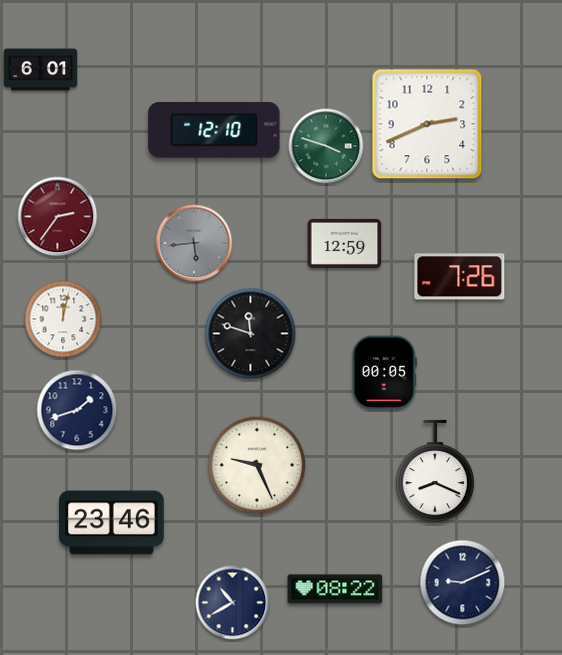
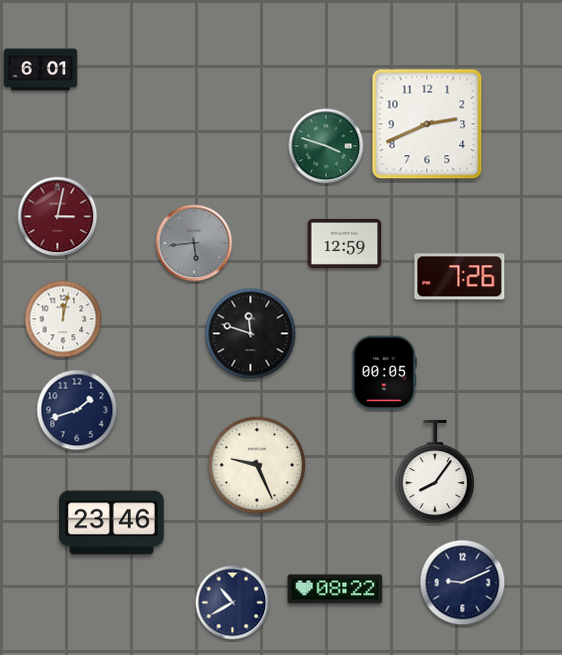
clock at (214, 131): 12:10 -> none
clock at (58, 217): 2:36 -> 3:02
clock at (434, 471): 8:19 -> 8:06
